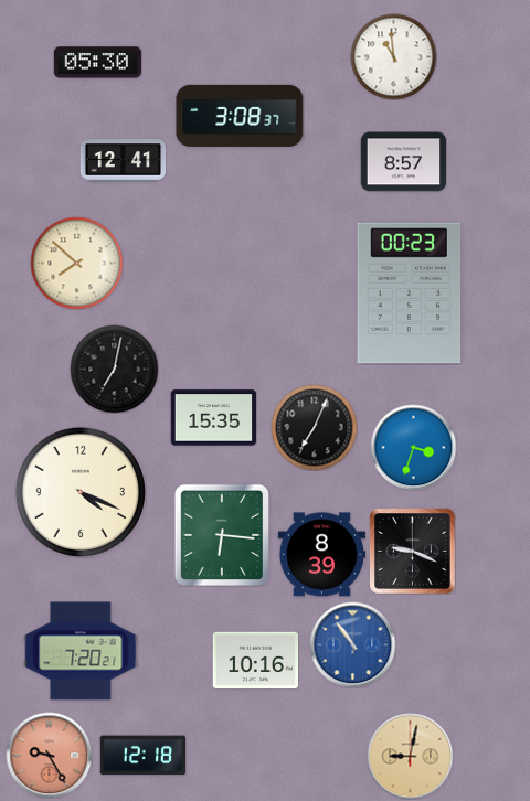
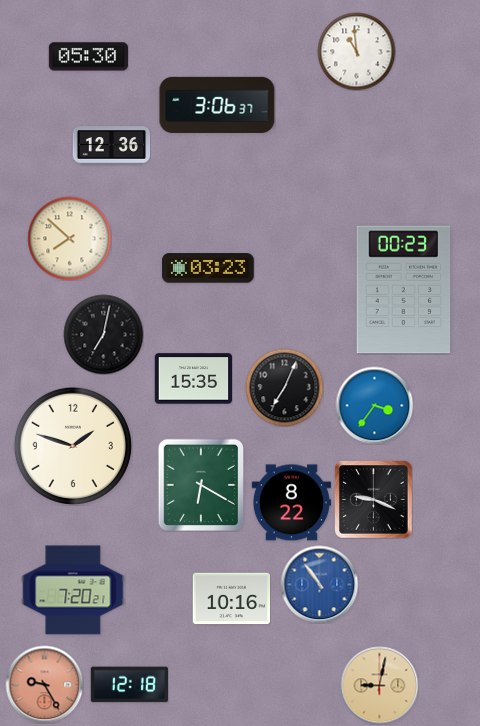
clock at (240, 116): 3:08 -> 3:06
clock at (123, 161): 12:41 -> 12:36
clock at (403, 162): 8:57 -> none
clock at (410, 293) position: (410, 293) -> (404, 290)
clock at (208, 268): none -> 03:23
clock at (413, 447): 3:33 -> 3:36
clock at (81, 492): 4:19 -> 1:48
clock at (222, 535): 6:16 -> 6:20
clock at (321, 555): 8:39 -> 8:22
clock at (410, 756) position: (410, 756) -> (379, 685)
